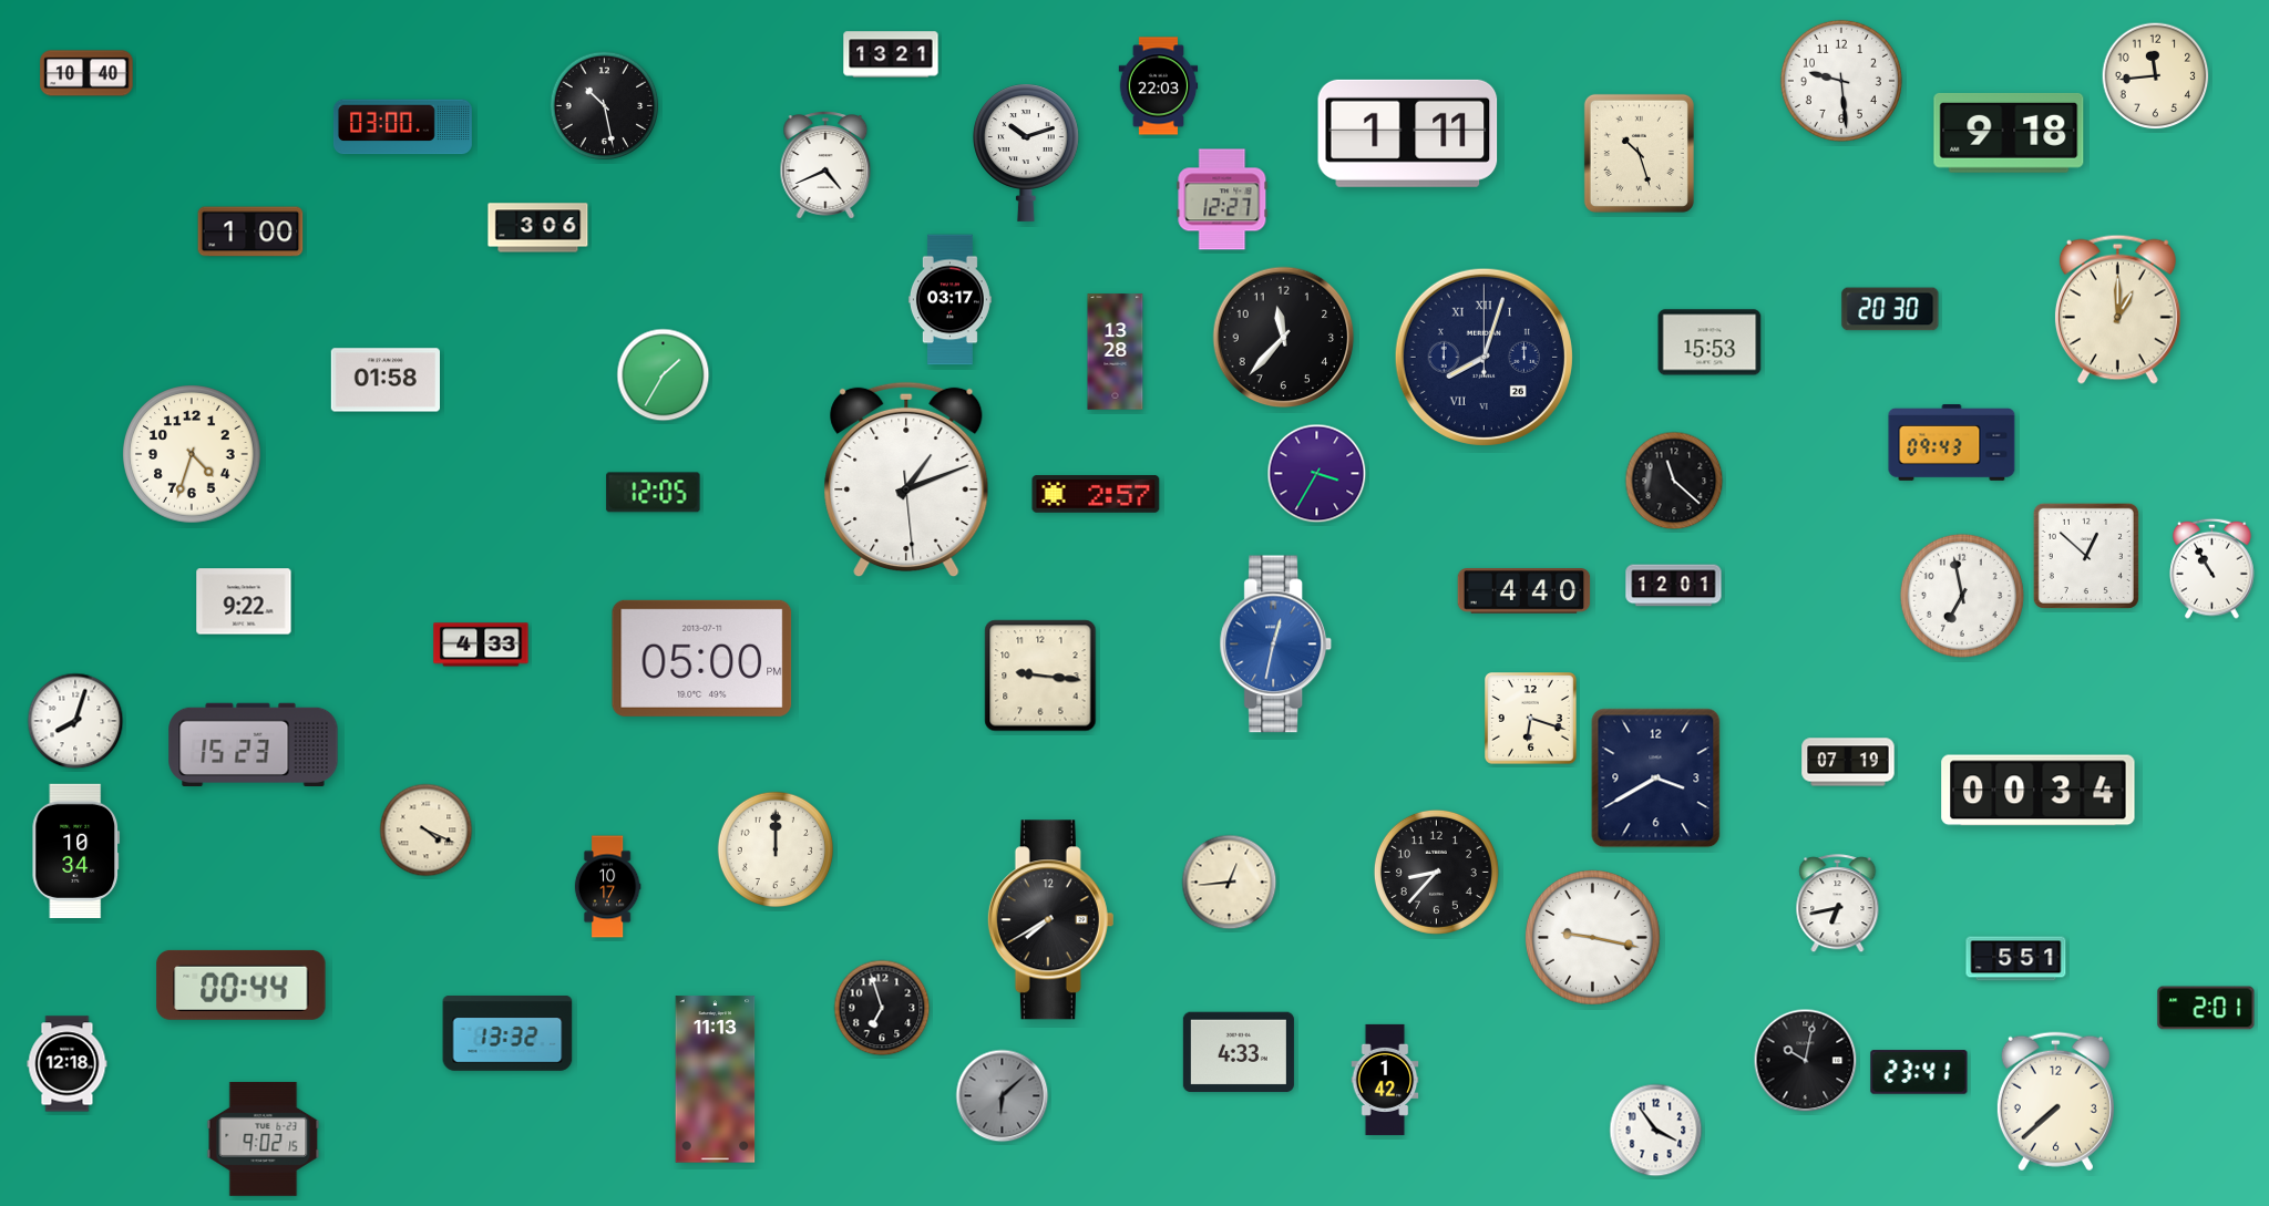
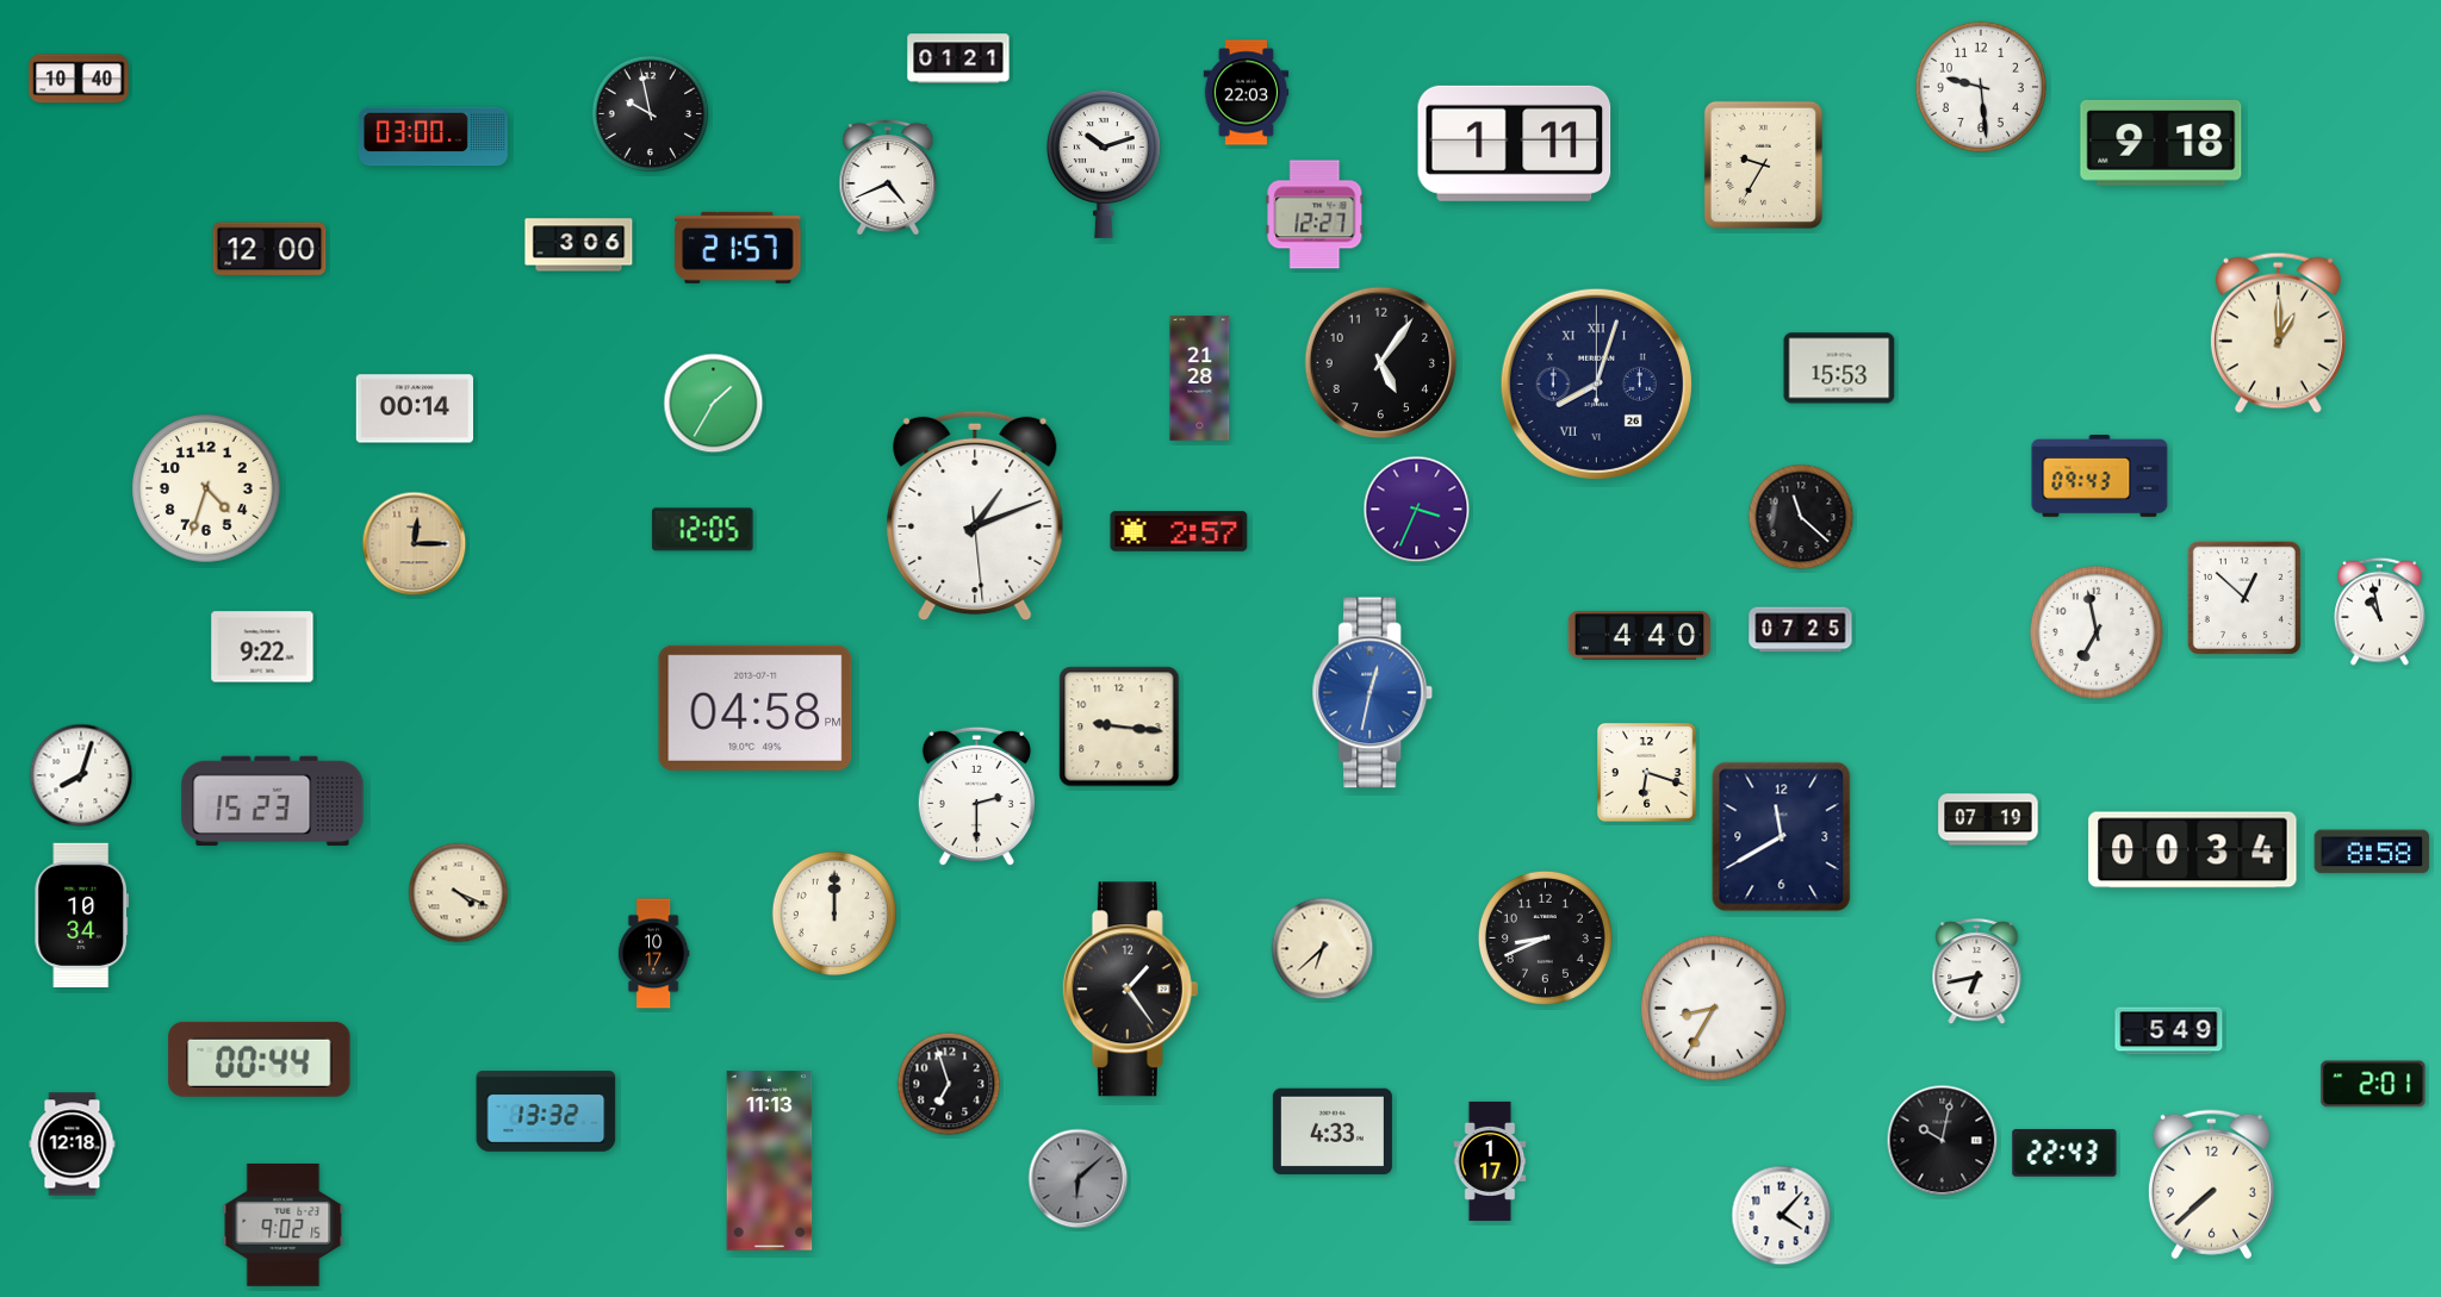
clock at (891, 54): 13:21 -> 01:21
clock at (86, 73) position: (86, 73) -> (79, 79)
clock at (2156, 76): 11:44 -> none
clock at (605, 106): 10:28 -> 9:58
clock at (1639, 153): 10:27 -> 9:35
clock at (738, 248): none -> 21:57
clock at (250, 231): 1:00 -> 12:00
clock at (949, 300): 03:17 -> none
clock at (1890, 309): 20:30 -> none
clock at (1284, 338): 11:37 -> 5:06
clock at (1116, 352): 13:28 -> 21:28
clock at (384, 380): 01:58 -> 00:14
clock at (1317, 474): 3:35 -> 3:34
clock at (415, 544): none -> 12:15
clock at (2212, 568): 10:55 -> 10:58
clock at (1674, 586): 12:01 -> 07:25
clock at (1962, 596) position: (1962, 596) -> (2097, 632)
clock at (481, 645): 4:33 -> none
clock at (702, 658): 05:00 -> 04:58
clock at (976, 797): none -> 2:30
clock at (1656, 779): 3:40 -> 11:40
clock at (2372, 852): none -> 8:58
clock at (1436, 872): 8:37 -> 8:41
clock at (1230, 883): 12:44 -> 6:38
clock at (1050, 920): 7:40 -> 1:24
clock at (1593, 938): 9:17 -> 8:35
clock at (2016, 959): 5:51 -> 5:49
clock at (1919, 1072): 23:41 -> 22:43
clock at (1385, 1080): 1:42 -> 1:17
clock at (1656, 1131): 3:54 -> 4:07
